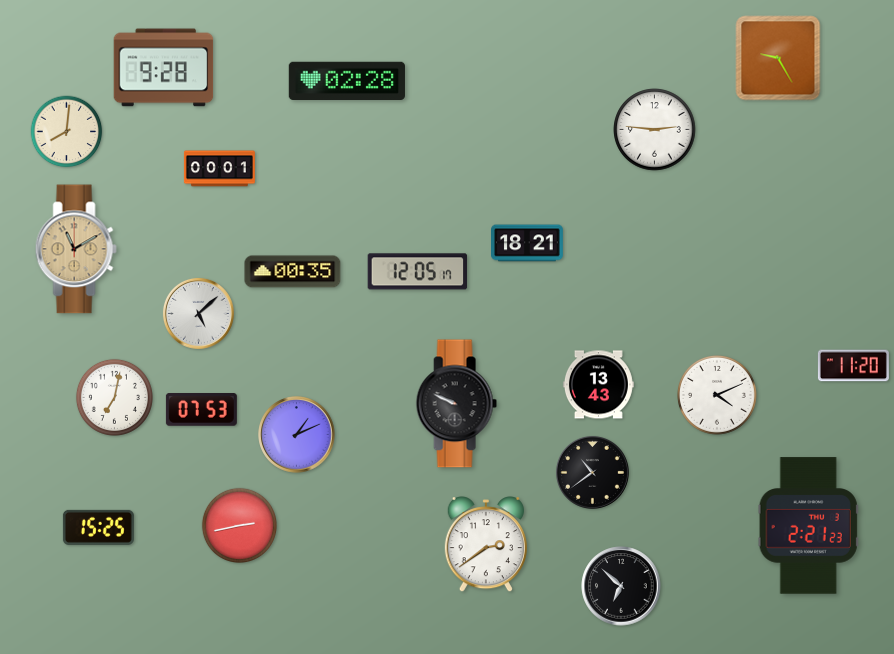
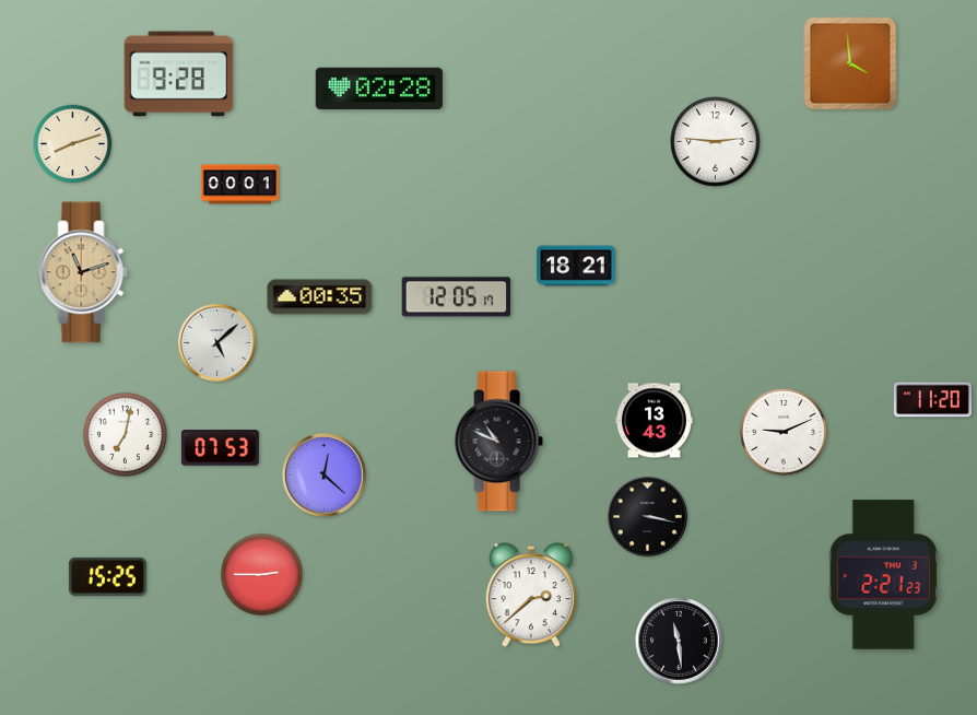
clock at (778, 58): 9:25 -> 3:59
clock at (67, 132): 8:01 -> 8:12
clock at (76, 249): 11:10 -> 11:12
clock at (718, 396): 4:11 -> 9:11
clock at (456, 404): 9:49 -> 10:49
clock at (297, 435): 1:11 -> 12:22
clock at (592, 472): 10:39 -> 3:17
clock at (239, 525): 2:43 -> 2:45
clock at (486, 545): 2:39 -> 2:38
clock at (621, 586): 6:52 -> 11:29
